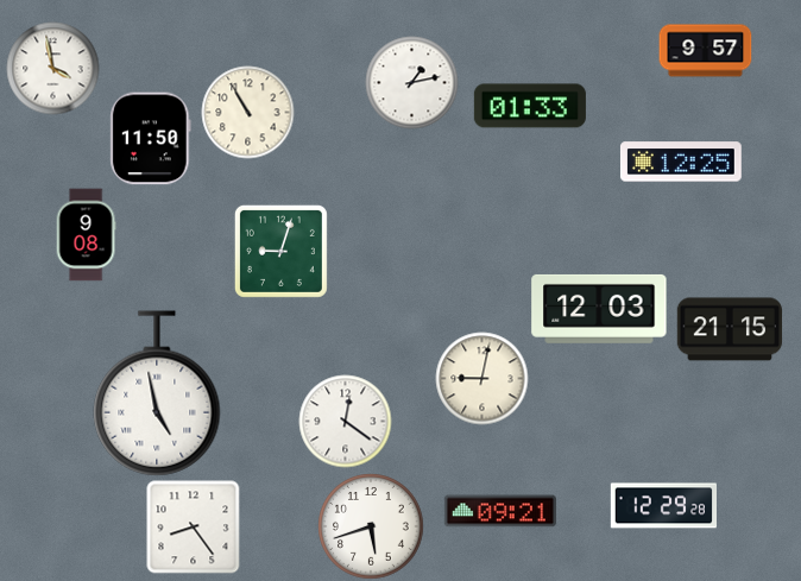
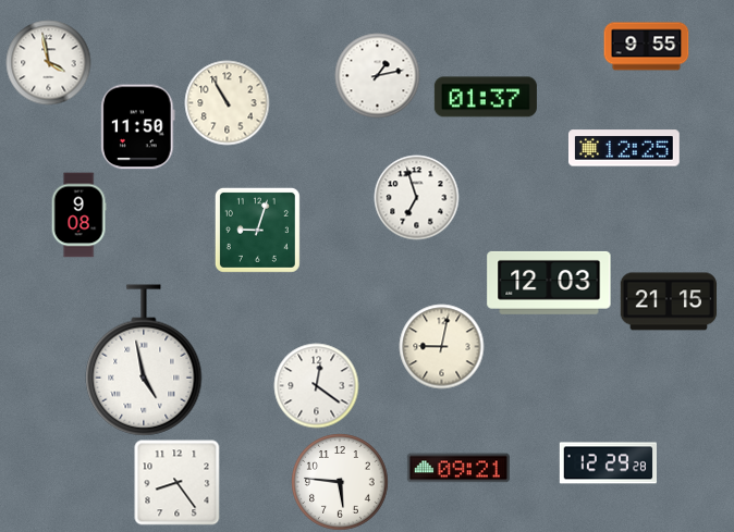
clock at (705, 51): 9:57 -> 9:55
clock at (530, 106): 01:33 -> 01:37
clock at (416, 197): none -> 6:57
clock at (371, 526): 5:42 -> 5:46
